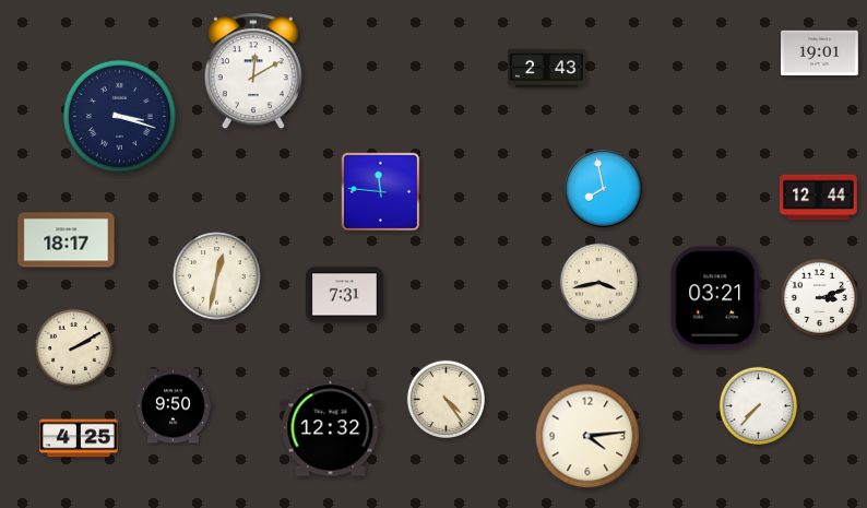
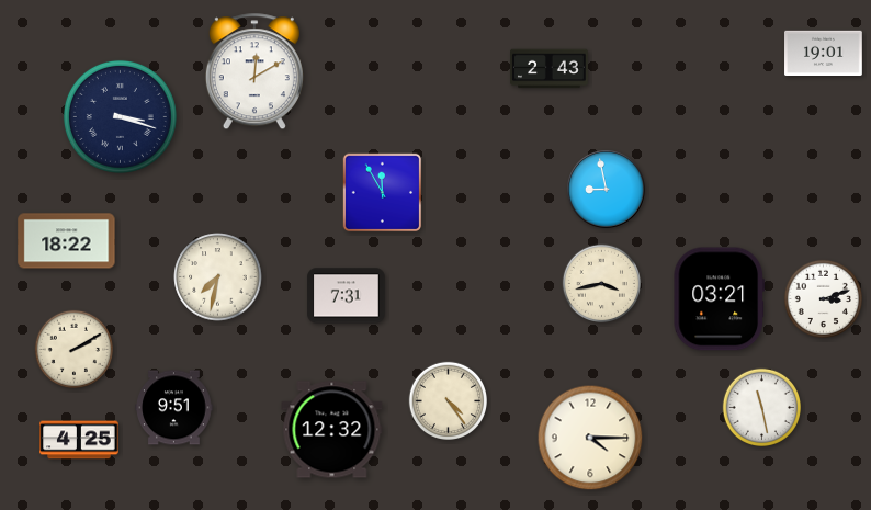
clock at (604, 189): 7:58 -> 8:58
clock at (381, 192): 11:46 -> 11:55
clock at (819, 198): 12:44 -> none
clock at (67, 240): 18:17 -> 18:22
clock at (217, 276): 12:32 -> 7:32
clock at (758, 405): 7:37 -> 11:28
clock at (174, 406): 9:50 -> 9:51
clock at (587, 436): 4:14 -> 4:15
